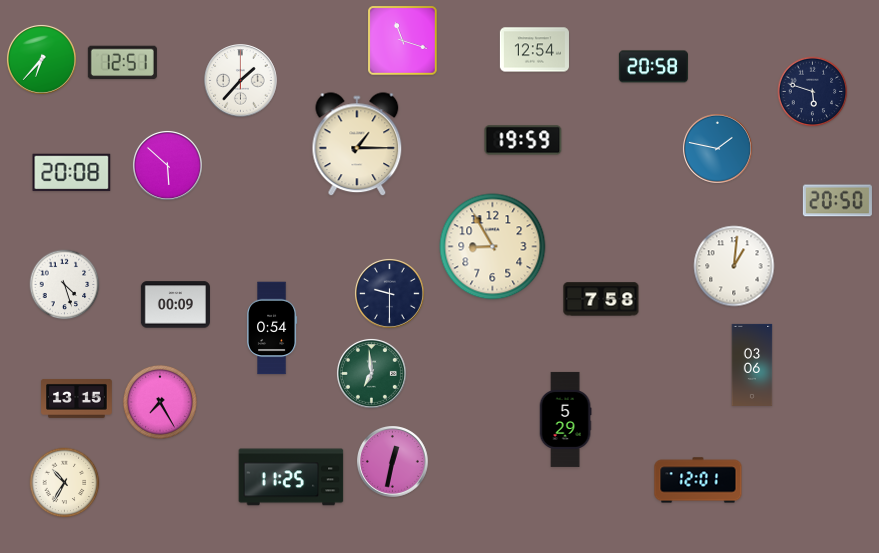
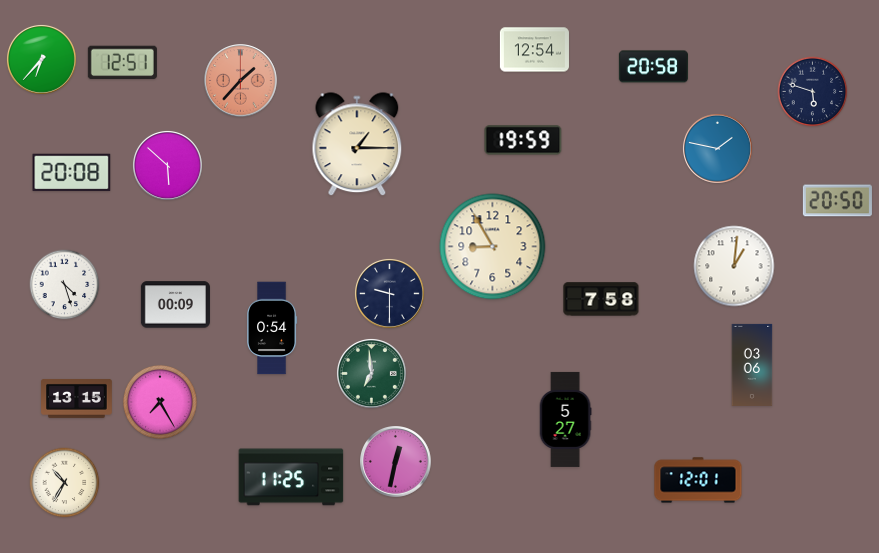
clock at (403, 41): 11:18 -> none
clock at (241, 81) dial: white -> salmon
clock at (565, 419): 5:29 -> 5:27
clock at (393, 462) position: (393, 462) -> (396, 462)
